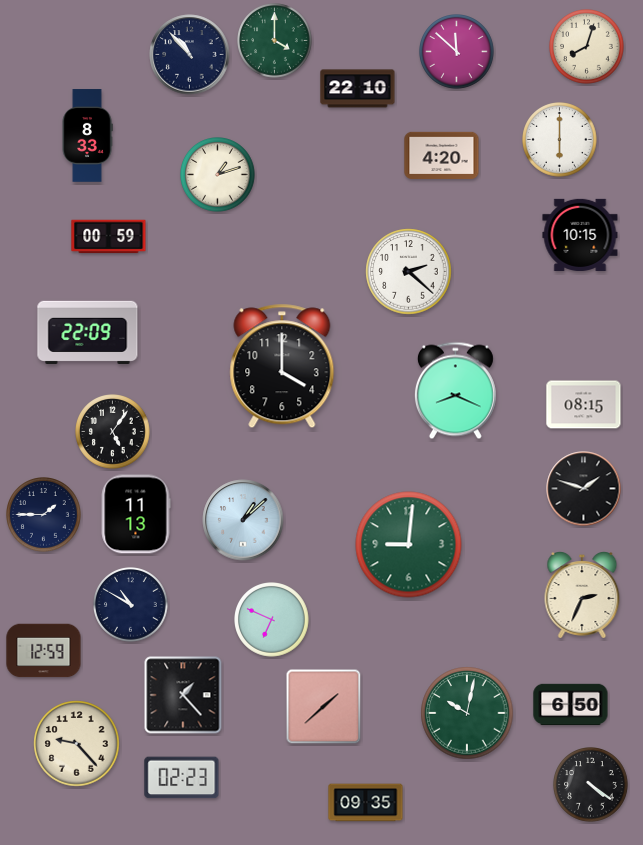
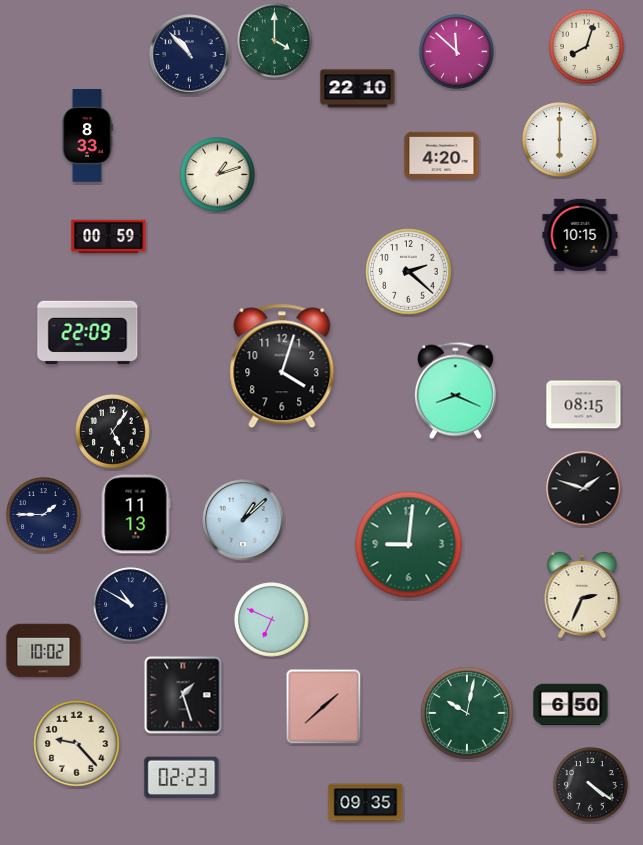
clock at (282, 366): 4:00 -> 4:03
clock at (44, 651): 12:59 -> 10:02
clock at (183, 695): 1:23 -> 1:27
